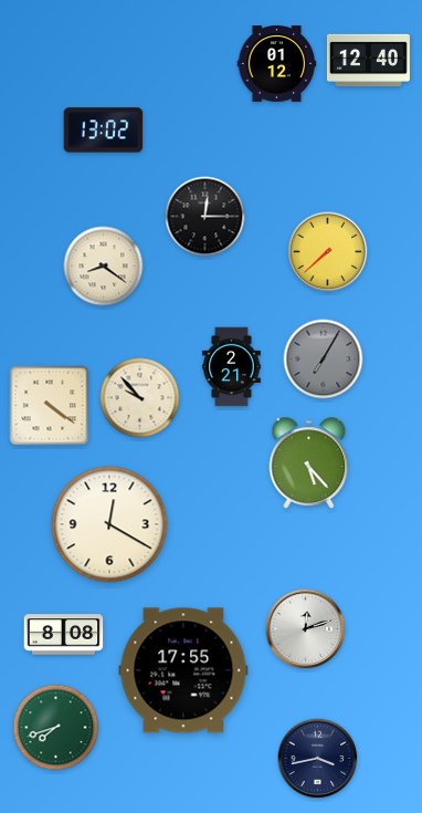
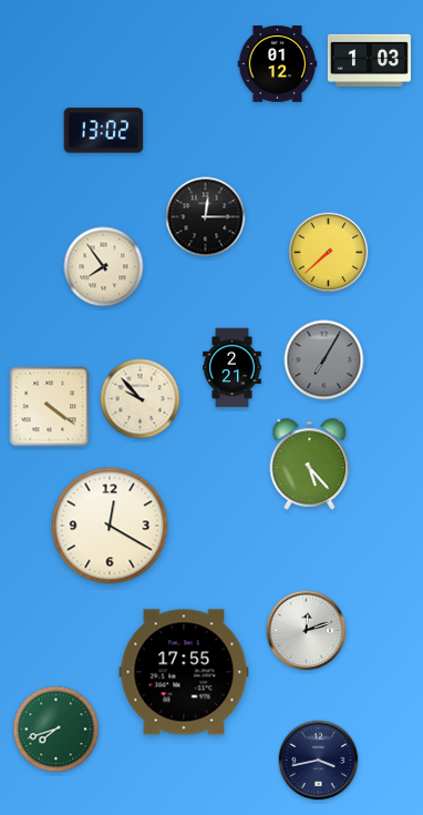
clock at (368, 61): 12:40 -> 1:03
clock at (104, 267): 8:21 -> 7:54
clock at (64, 635): 8:08 -> none
